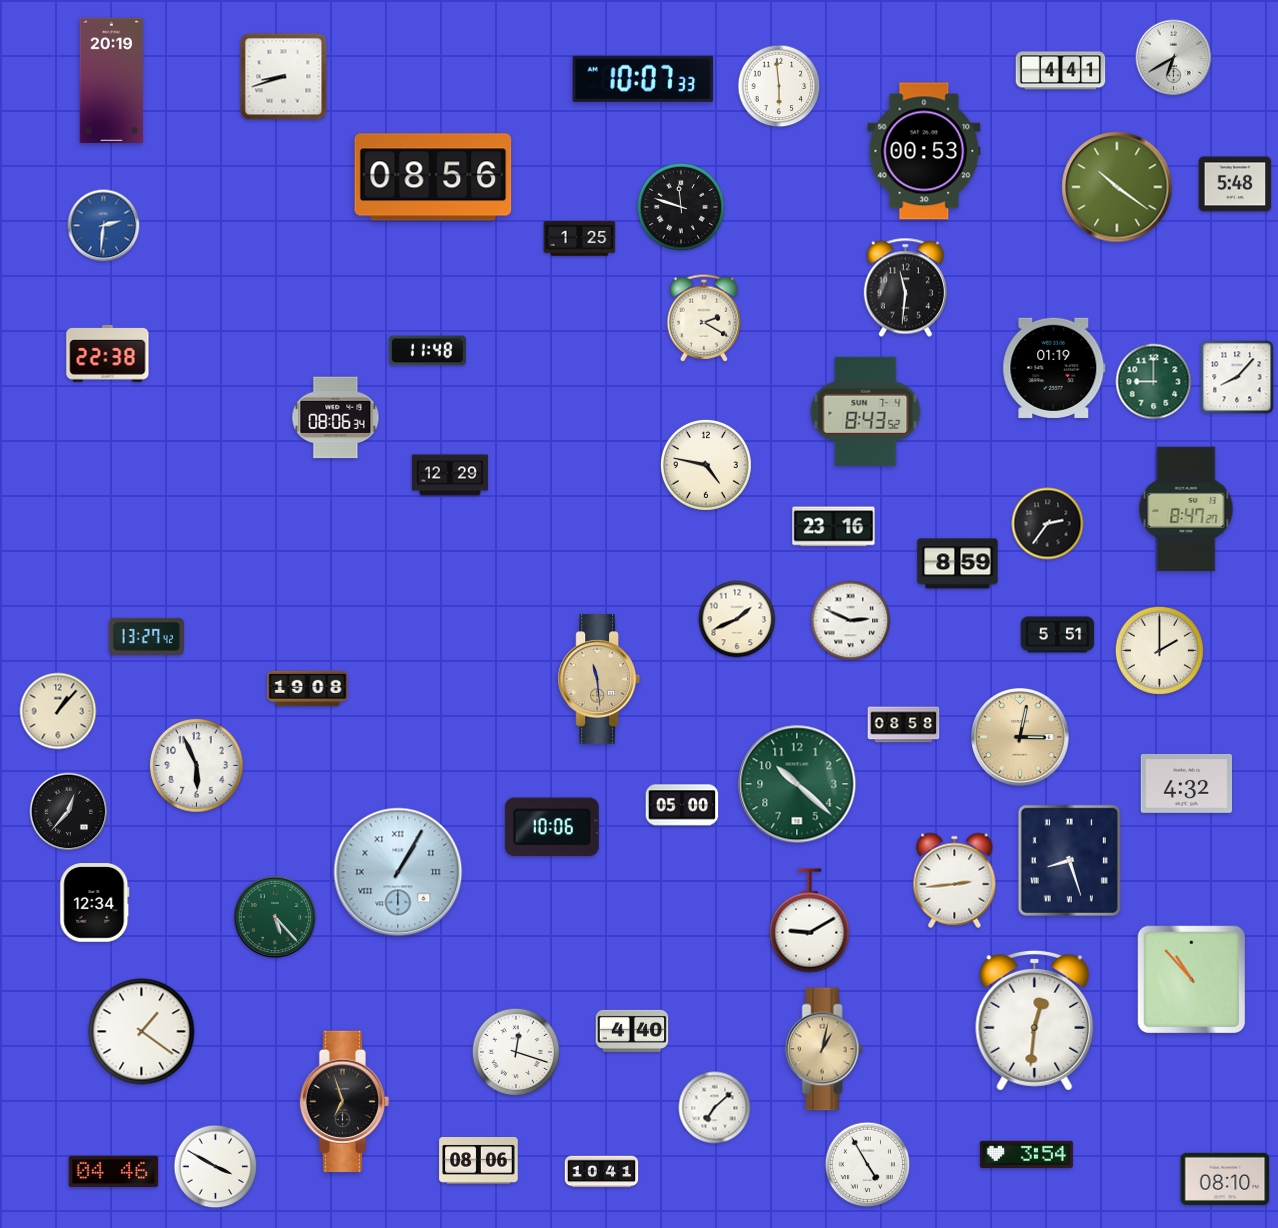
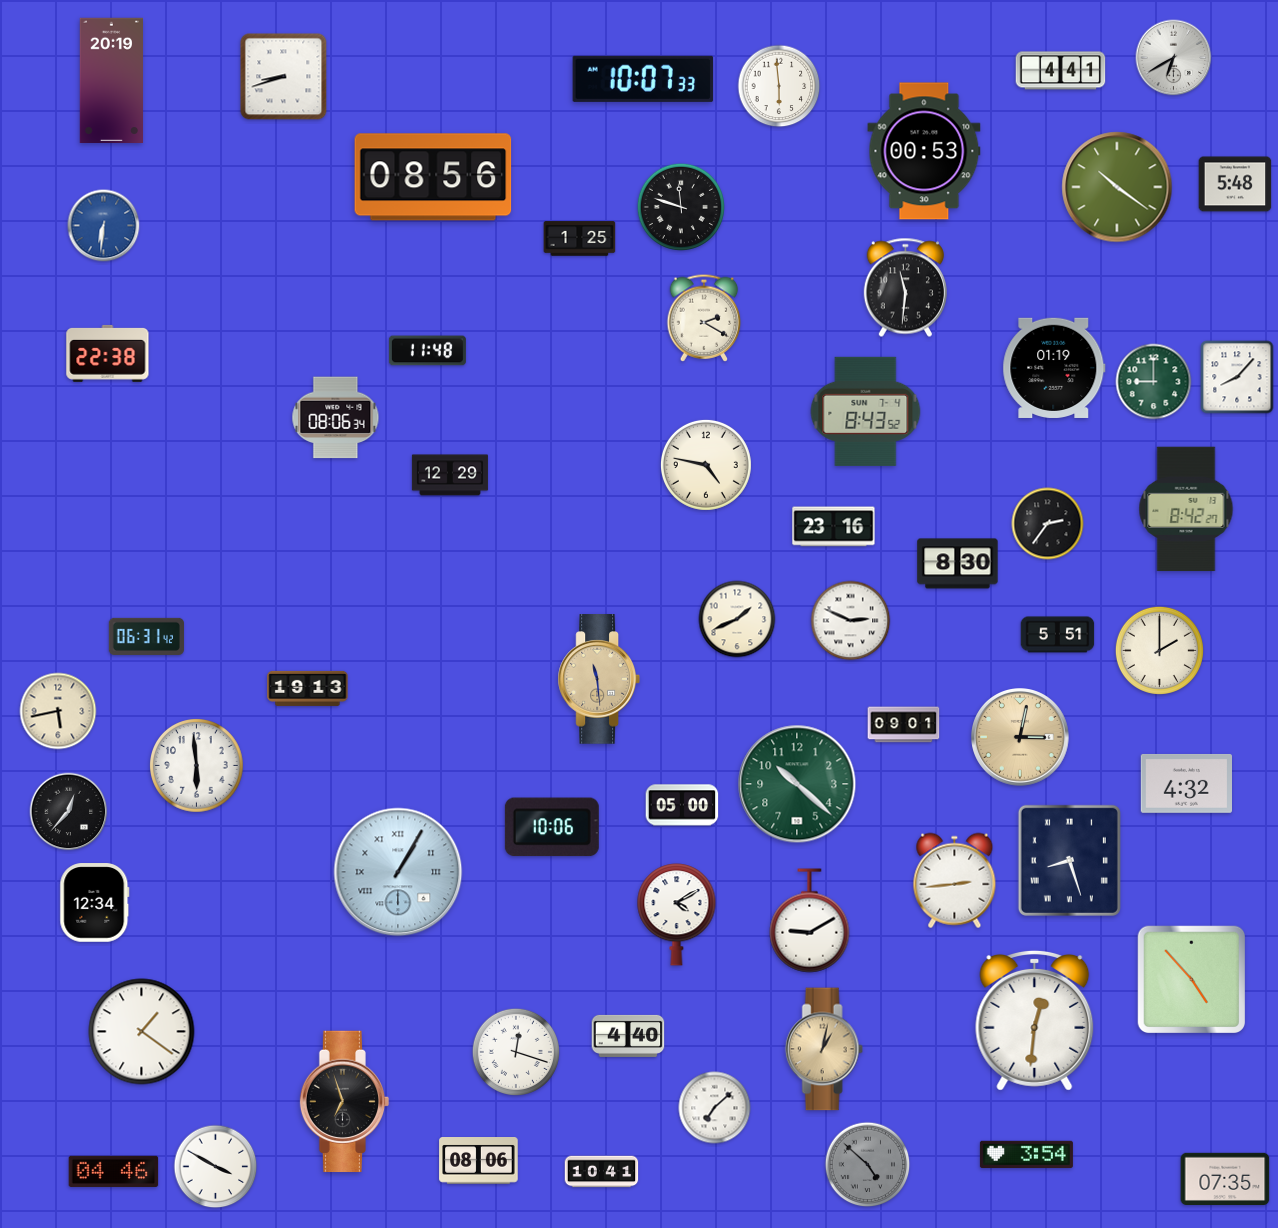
clock at (104, 226): 2:31 -> 6:31
clock at (1186, 509): 8:47 -> 8:42
clock at (958, 564): 8:59 -> 8:30
clock at (146, 636): 13:27 -> 06:31
clock at (308, 688): 19:08 -> 19:13
clock at (58, 711): 1:07 -> 5:43
clock at (904, 725): 08:58 -> 09:01
clock at (197, 766): 5:56 -> 5:59
clock at (677, 915): none -> 4:10
clock at (275, 917): 5:23 -> none
clock at (1191, 979): 10:53 -> 4:53
clock at (632, 1031) position: (632, 1031) -> (628, 1036)
clock at (868, 1165): 4:55 -> 4:52
clock at (868, 1165) dial: white -> grey
clock at (1225, 1178): 08:10 -> 07:35
